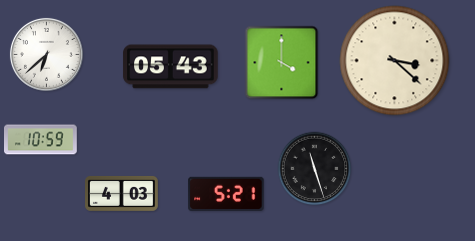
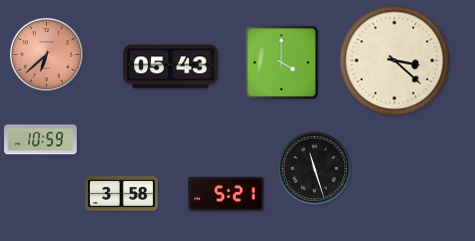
clock at (46, 54) dial: white -> salmon
clock at (122, 193): 4:03 -> 3:58
